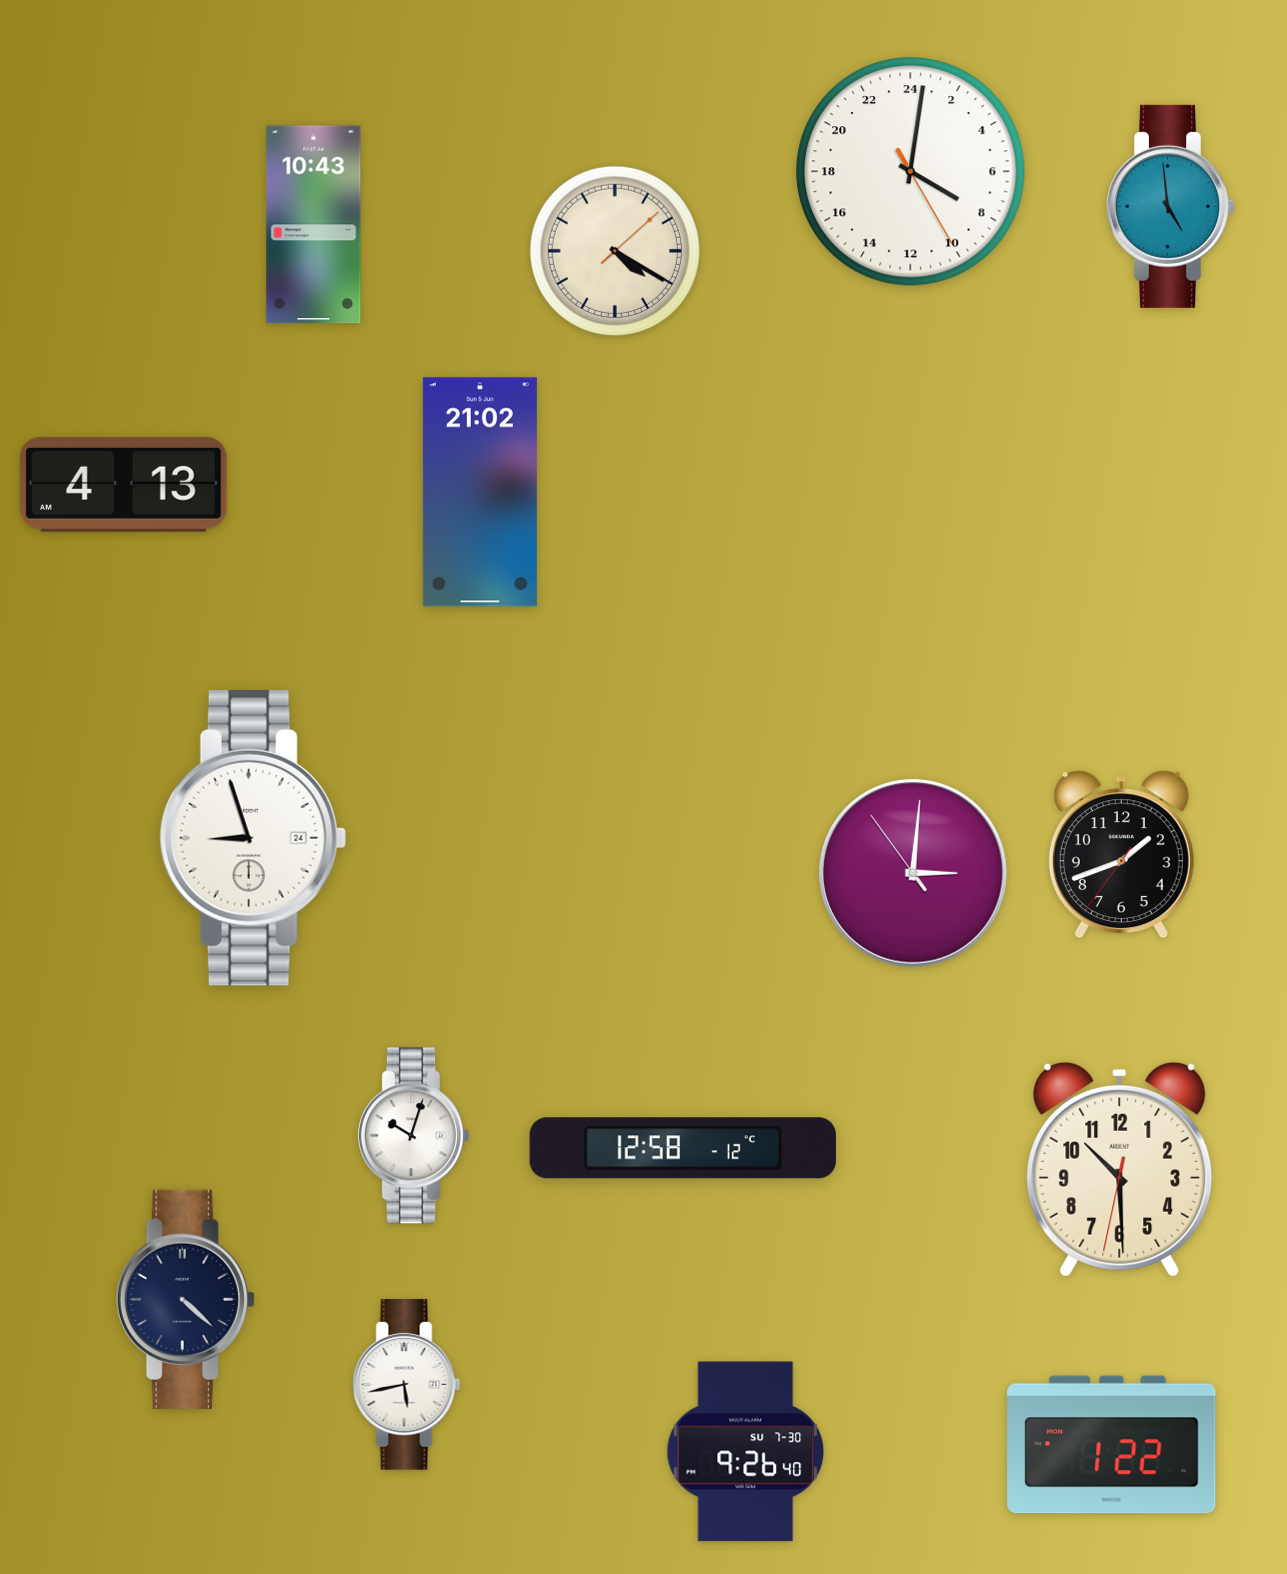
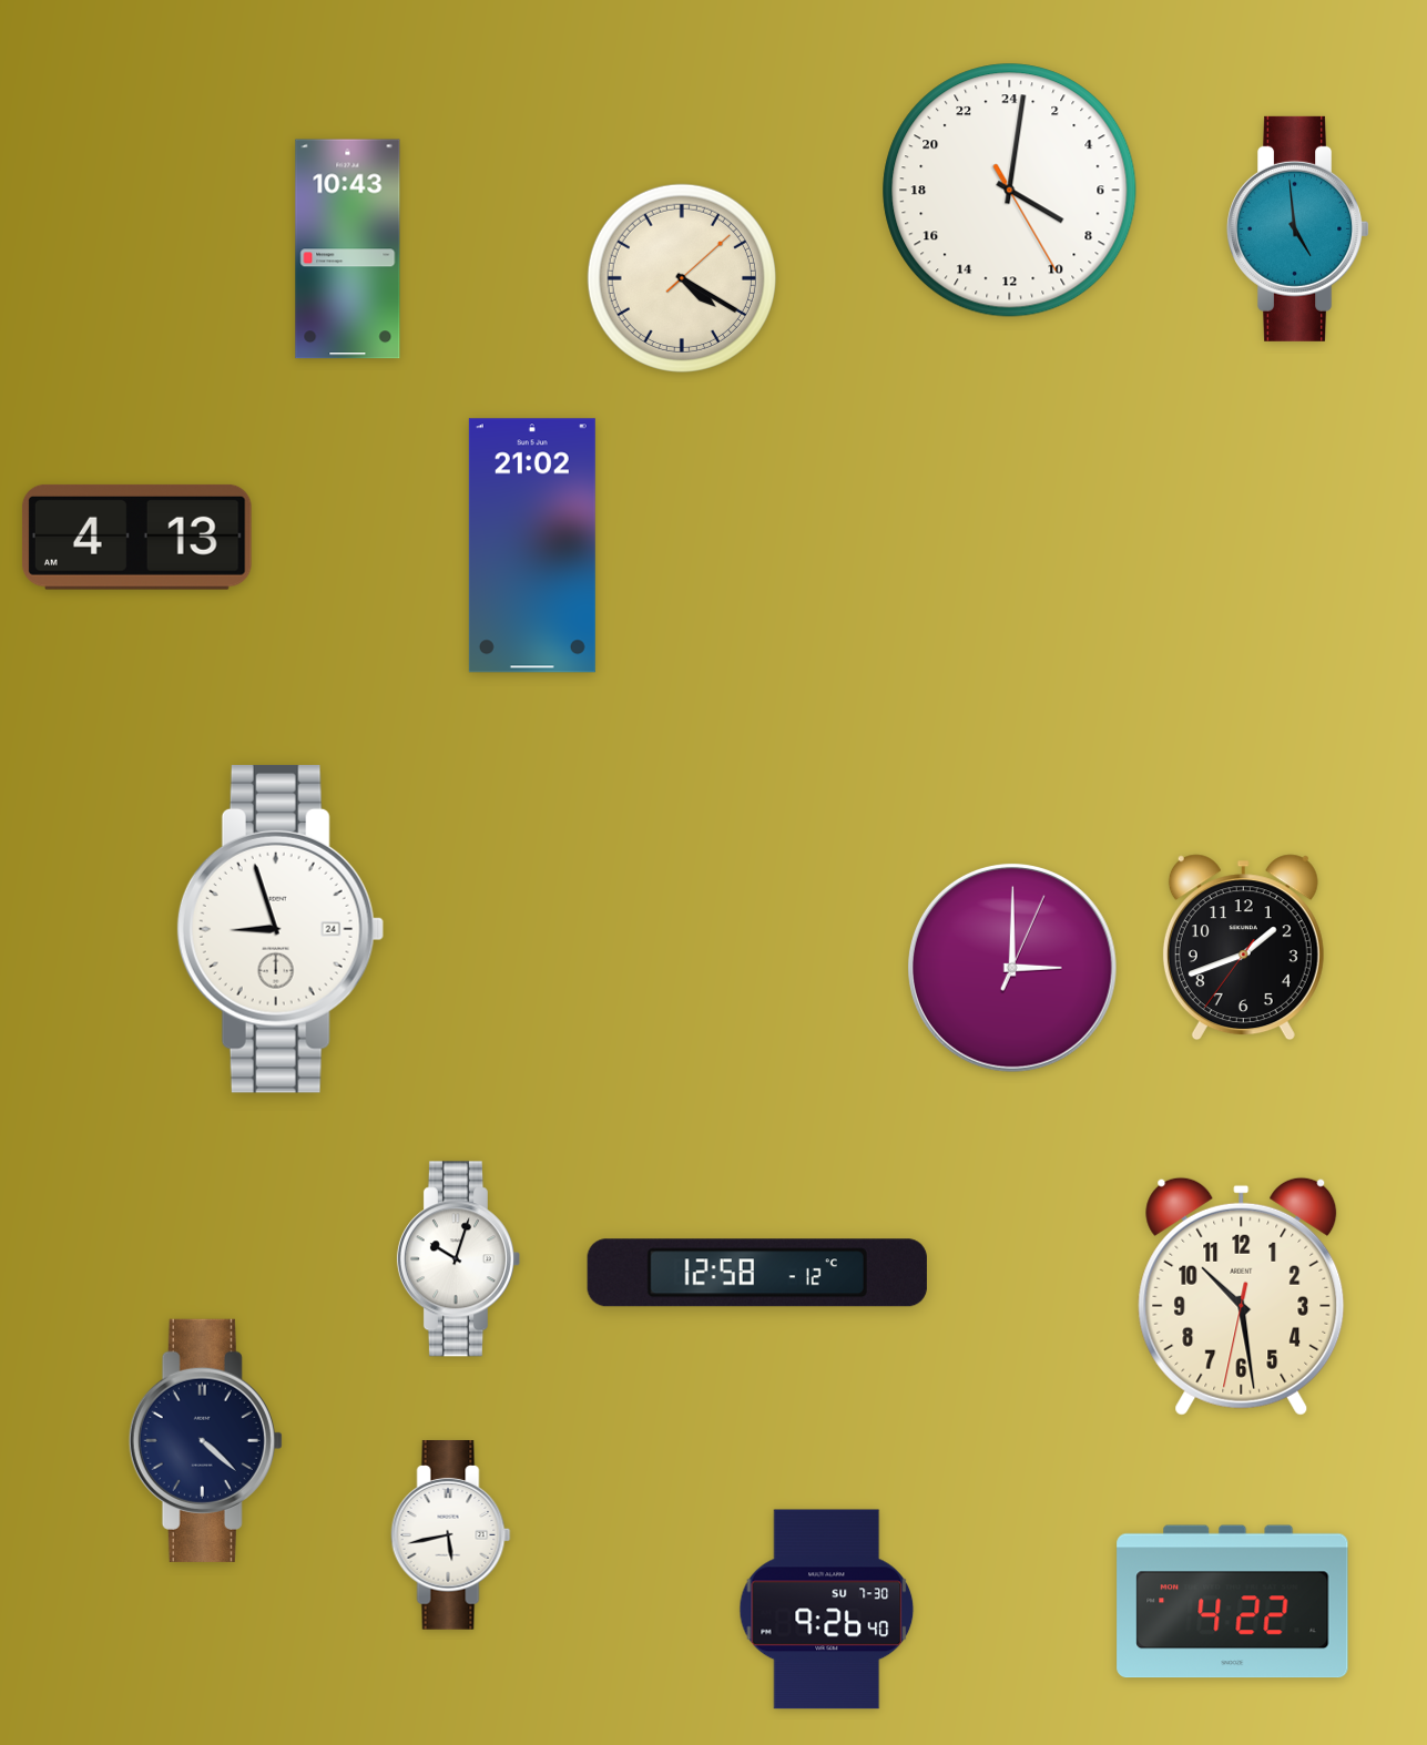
clock at (913, 873): 3:00:54 -> 3:00:04
clock at (1120, 1169): 10:29 -> 10:28
clock at (1112, 1445): 1:22 -> 4:22
